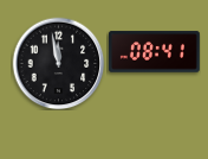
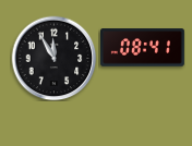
clock at (58, 63): 11:58 -> 11:55
